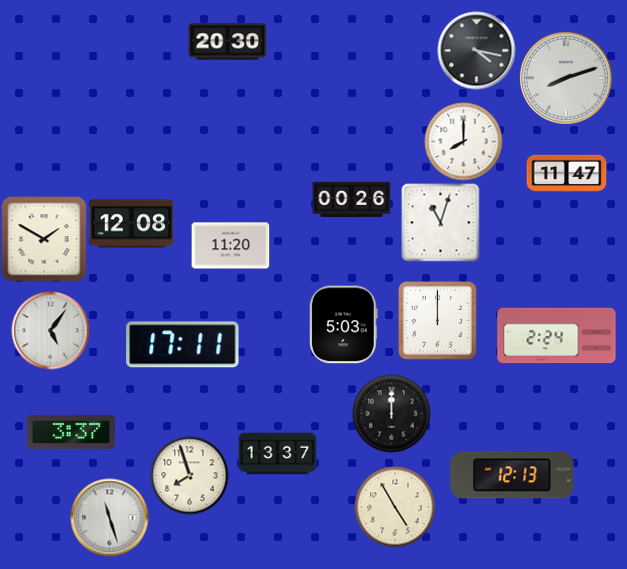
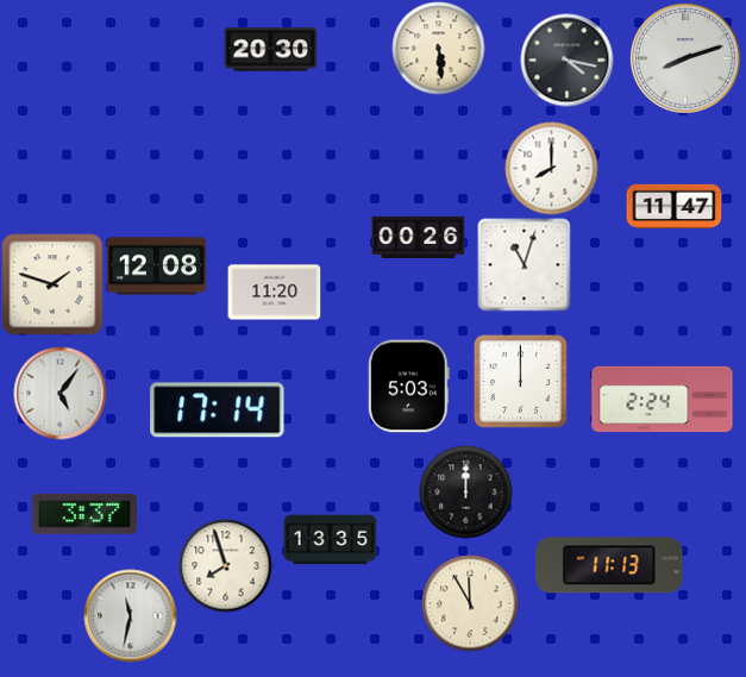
clock at (438, 48): none -> 5:29
clock at (566, 78) position: (566, 78) -> (685, 58)
clock at (44, 239): 1:50 -> 1:48
clock at (183, 345): 17:11 -> 17:14
clock at (277, 454): 13:37 -> 13:35
clock at (512, 475): 12:13 -> 11:13
clock at (395, 507): 4:55 -> 11:55
clock at (109, 517): 11:27 -> 11:32
